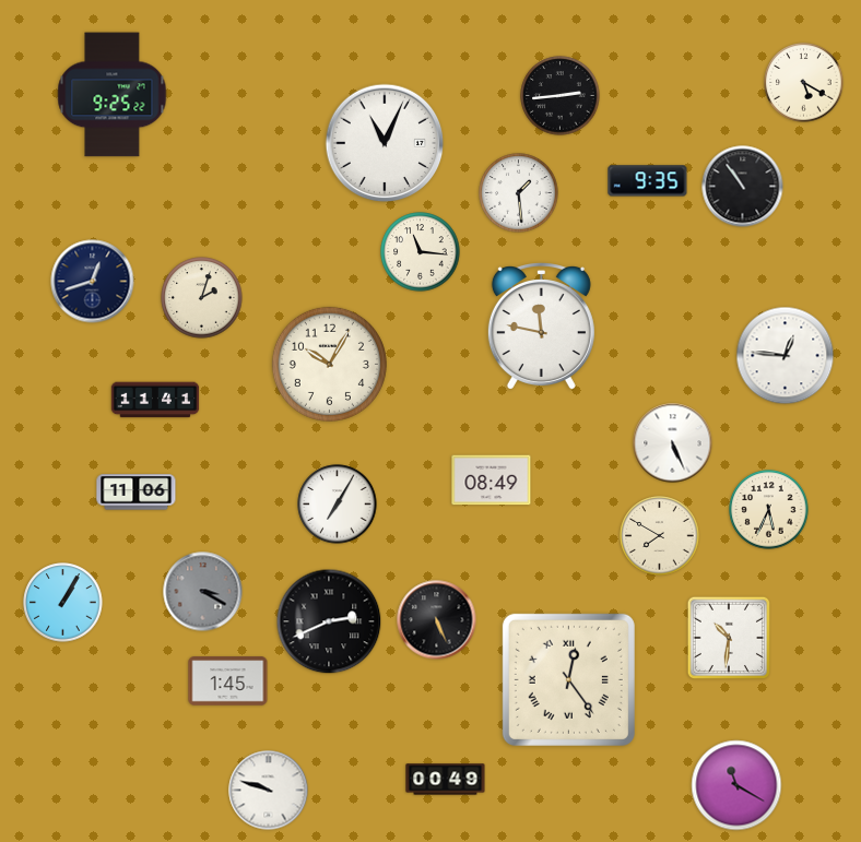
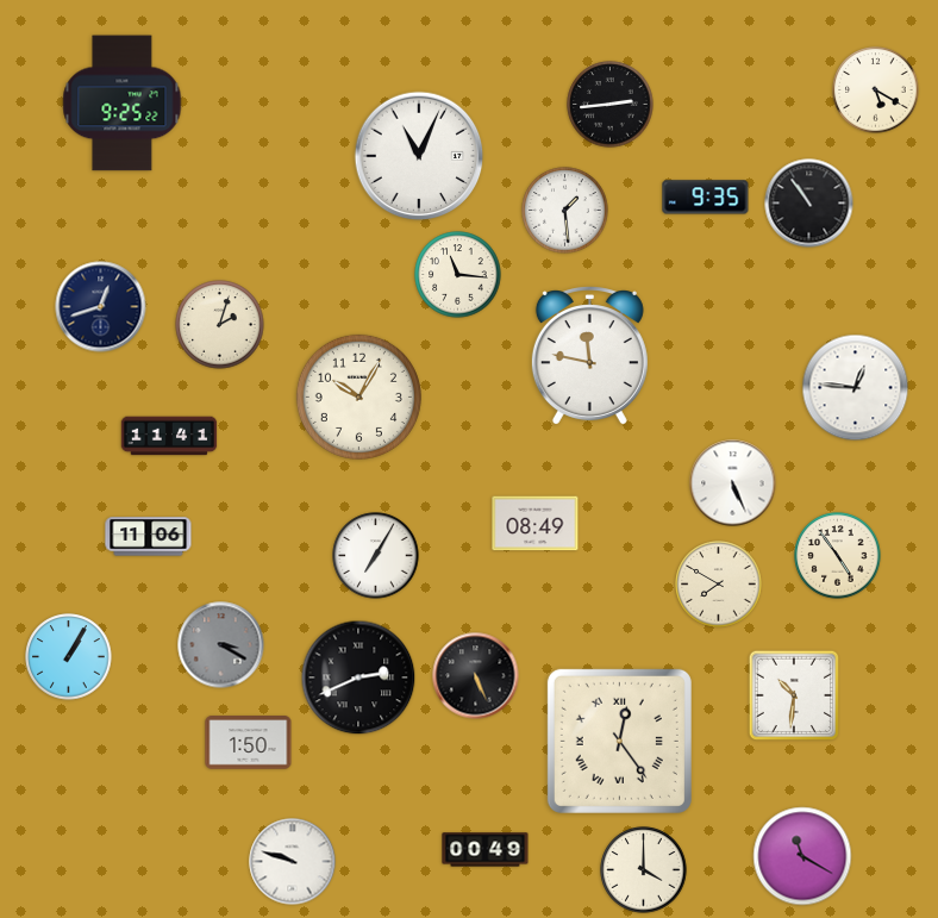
clock at (338, 505) position: (338, 505) -> (376, 556)
clock at (769, 510): 5:34 -> 4:54
clock at (228, 681): 1:45 -> 1:50
clock at (644, 870): none -> 4:00
